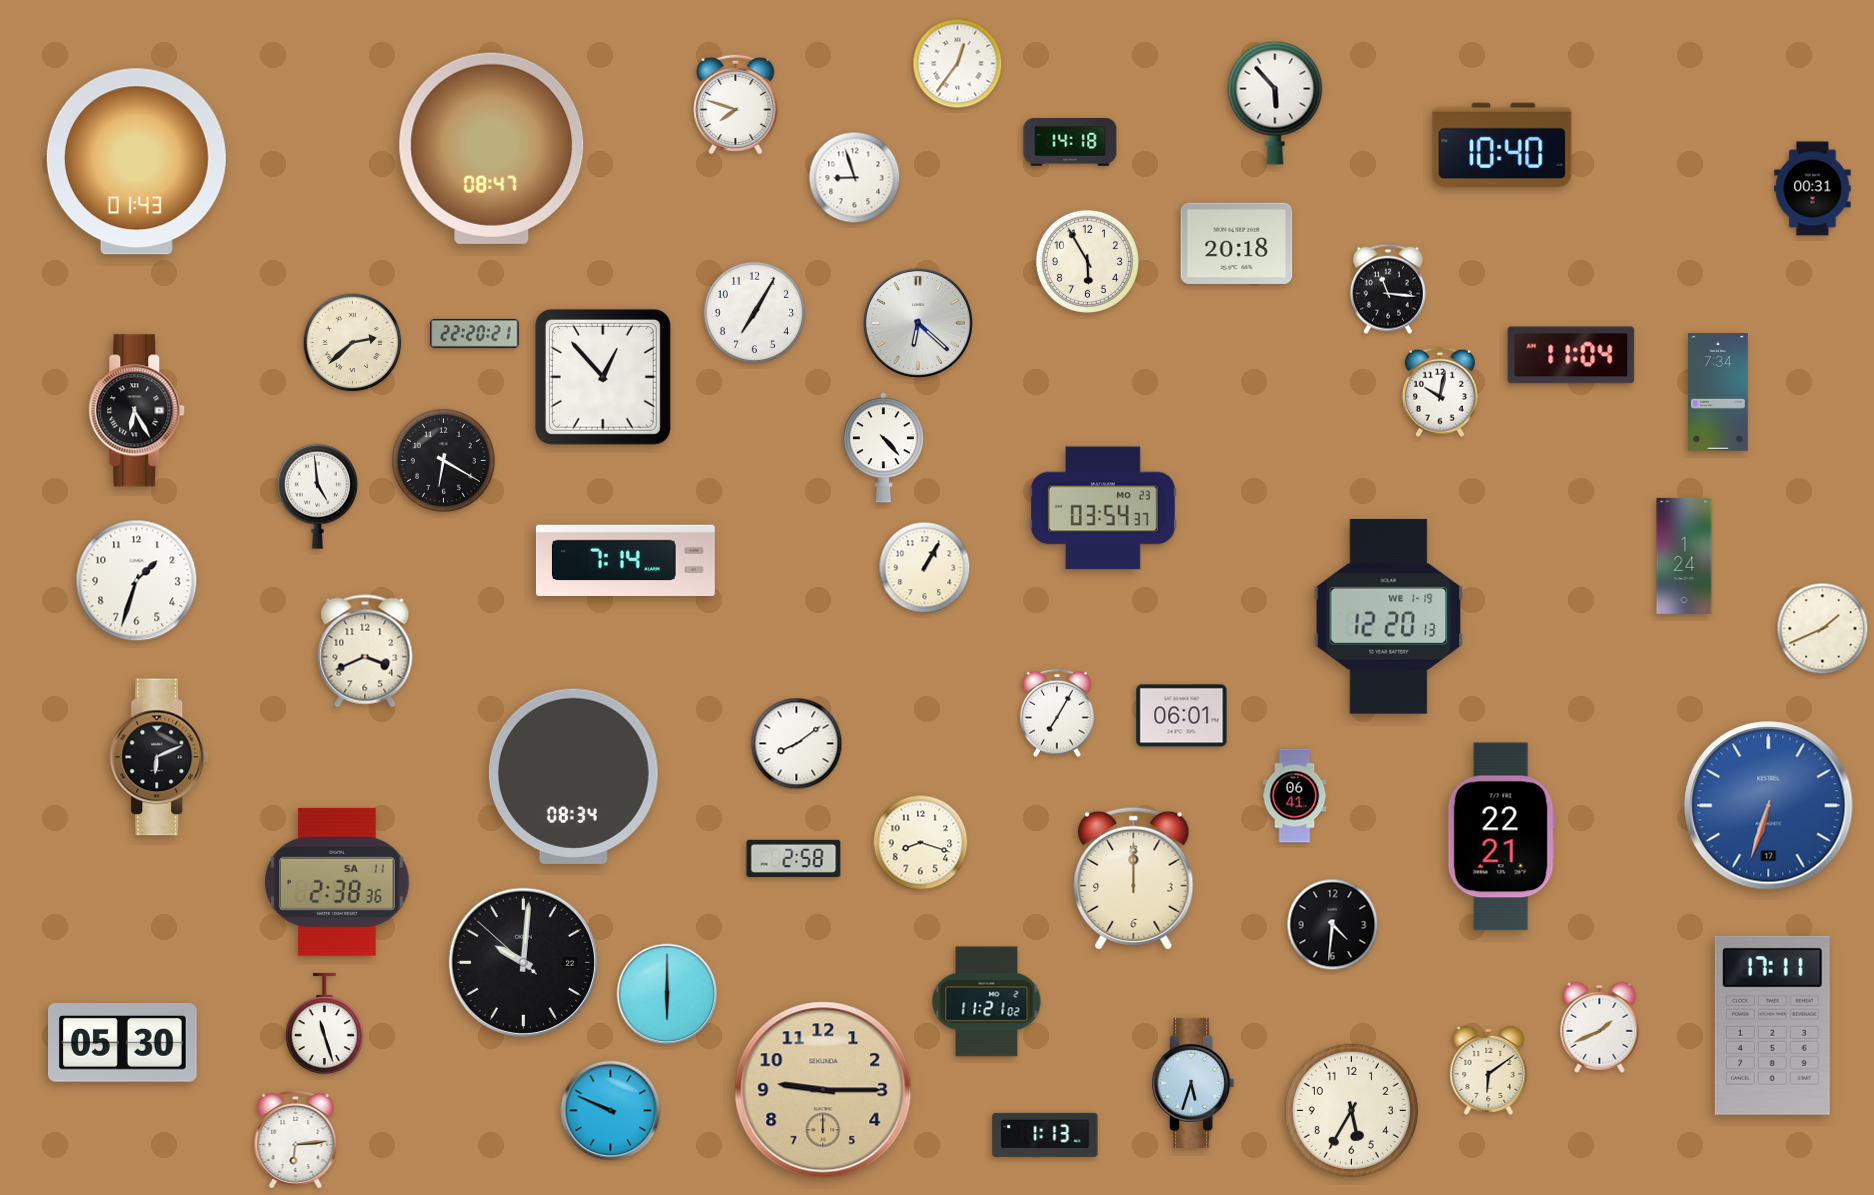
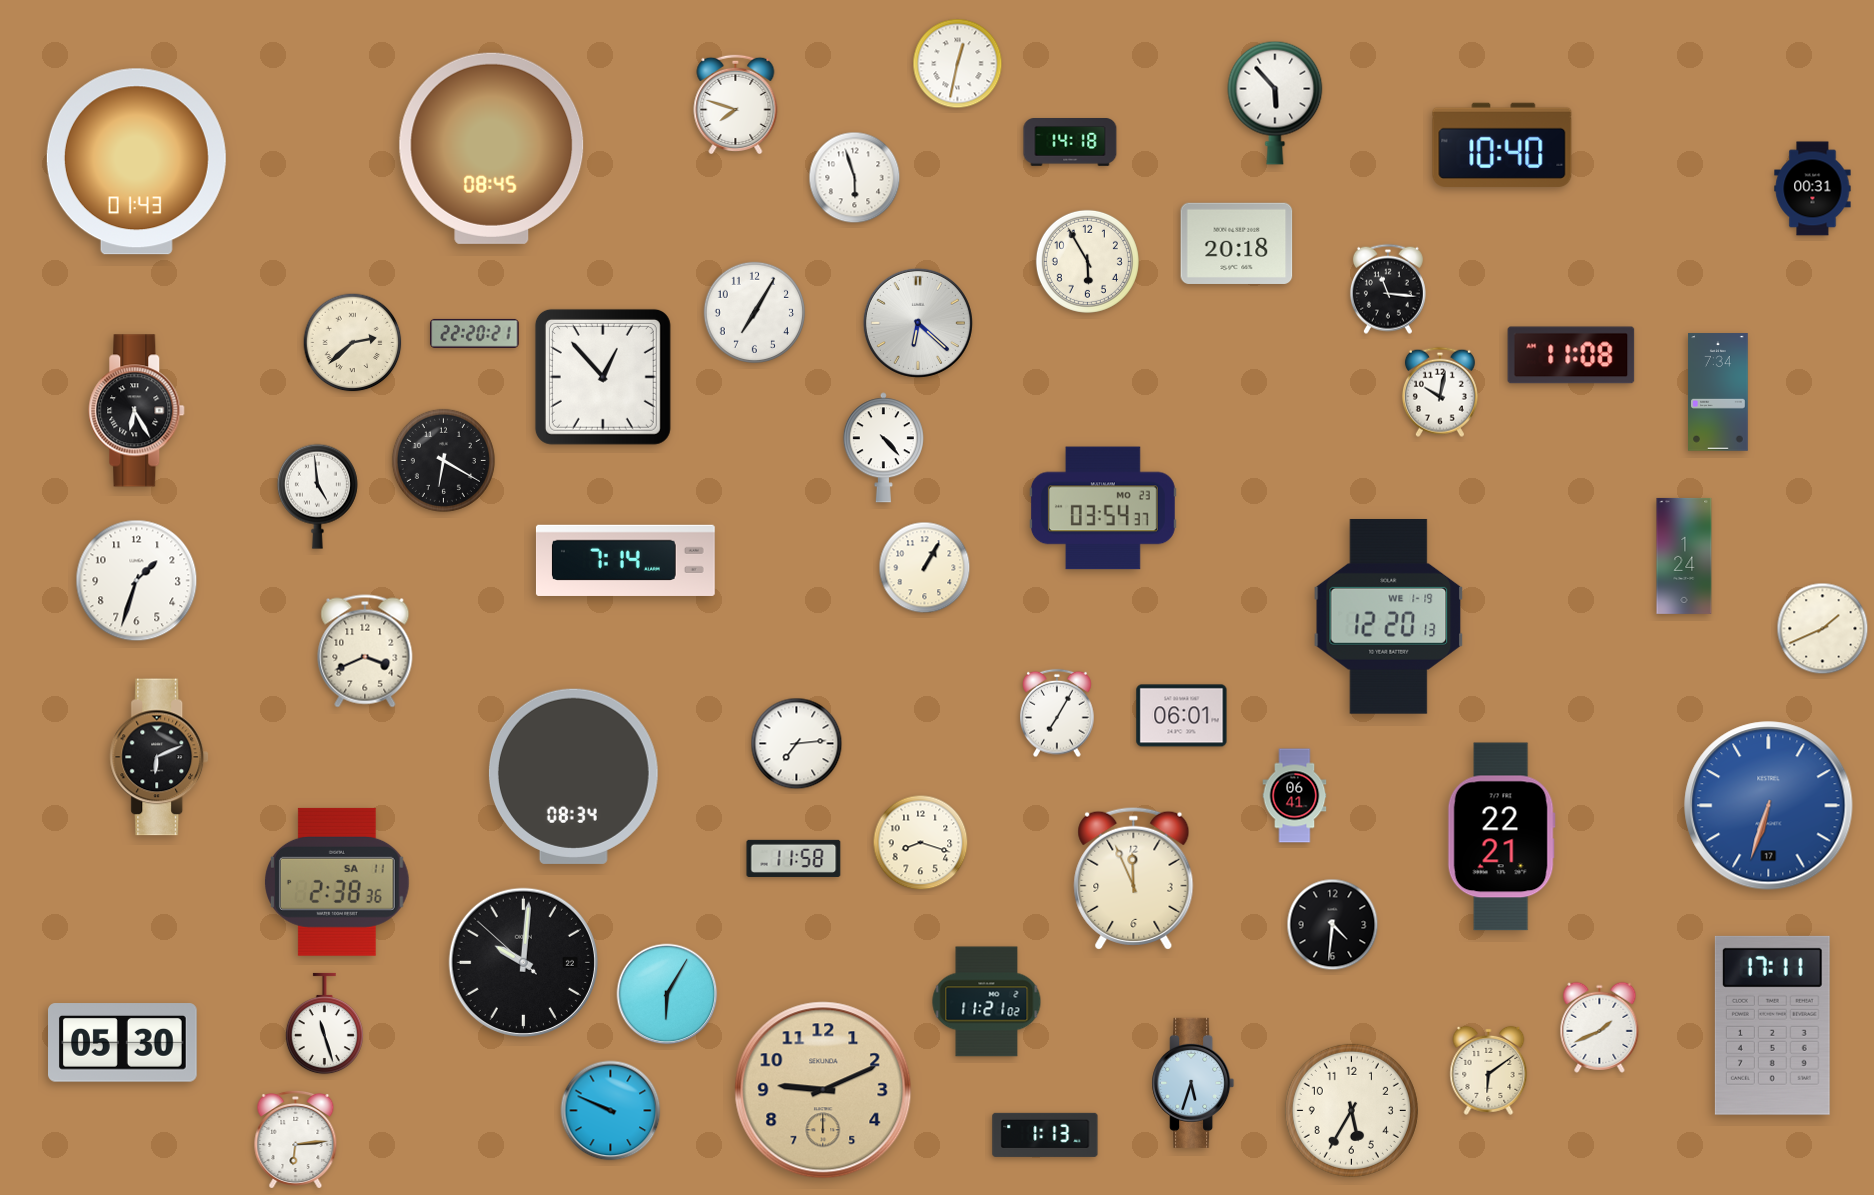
clock at (958, 64): 12:36 -> 12:32
clock at (492, 148): 08:47 -> 08:45
clock at (855, 178): 8:57 -> 5:57
clock at (1571, 355): 11:04 -> 11:08
clock at (797, 744): 8:09 -> 7:14
clock at (794, 858): 2:58 -> 11:58
clock at (1134, 878): 12:00 -> 11:56
clock at (667, 994): 6:00 -> 6:05
clock at (823, 1090): 9:15 -> 9:11
